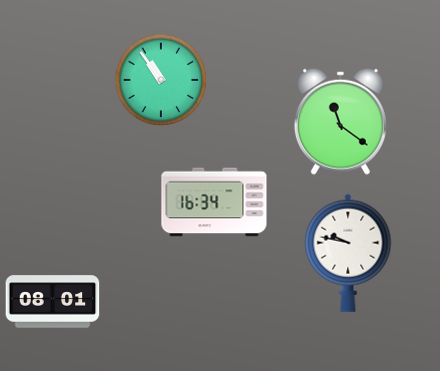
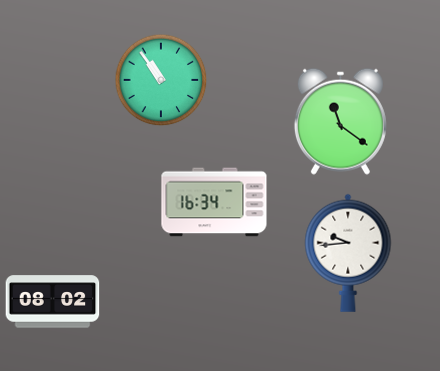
clock at (348, 253): 9:47 -> 9:44
clock at (53, 302): 08:01 -> 08:02
